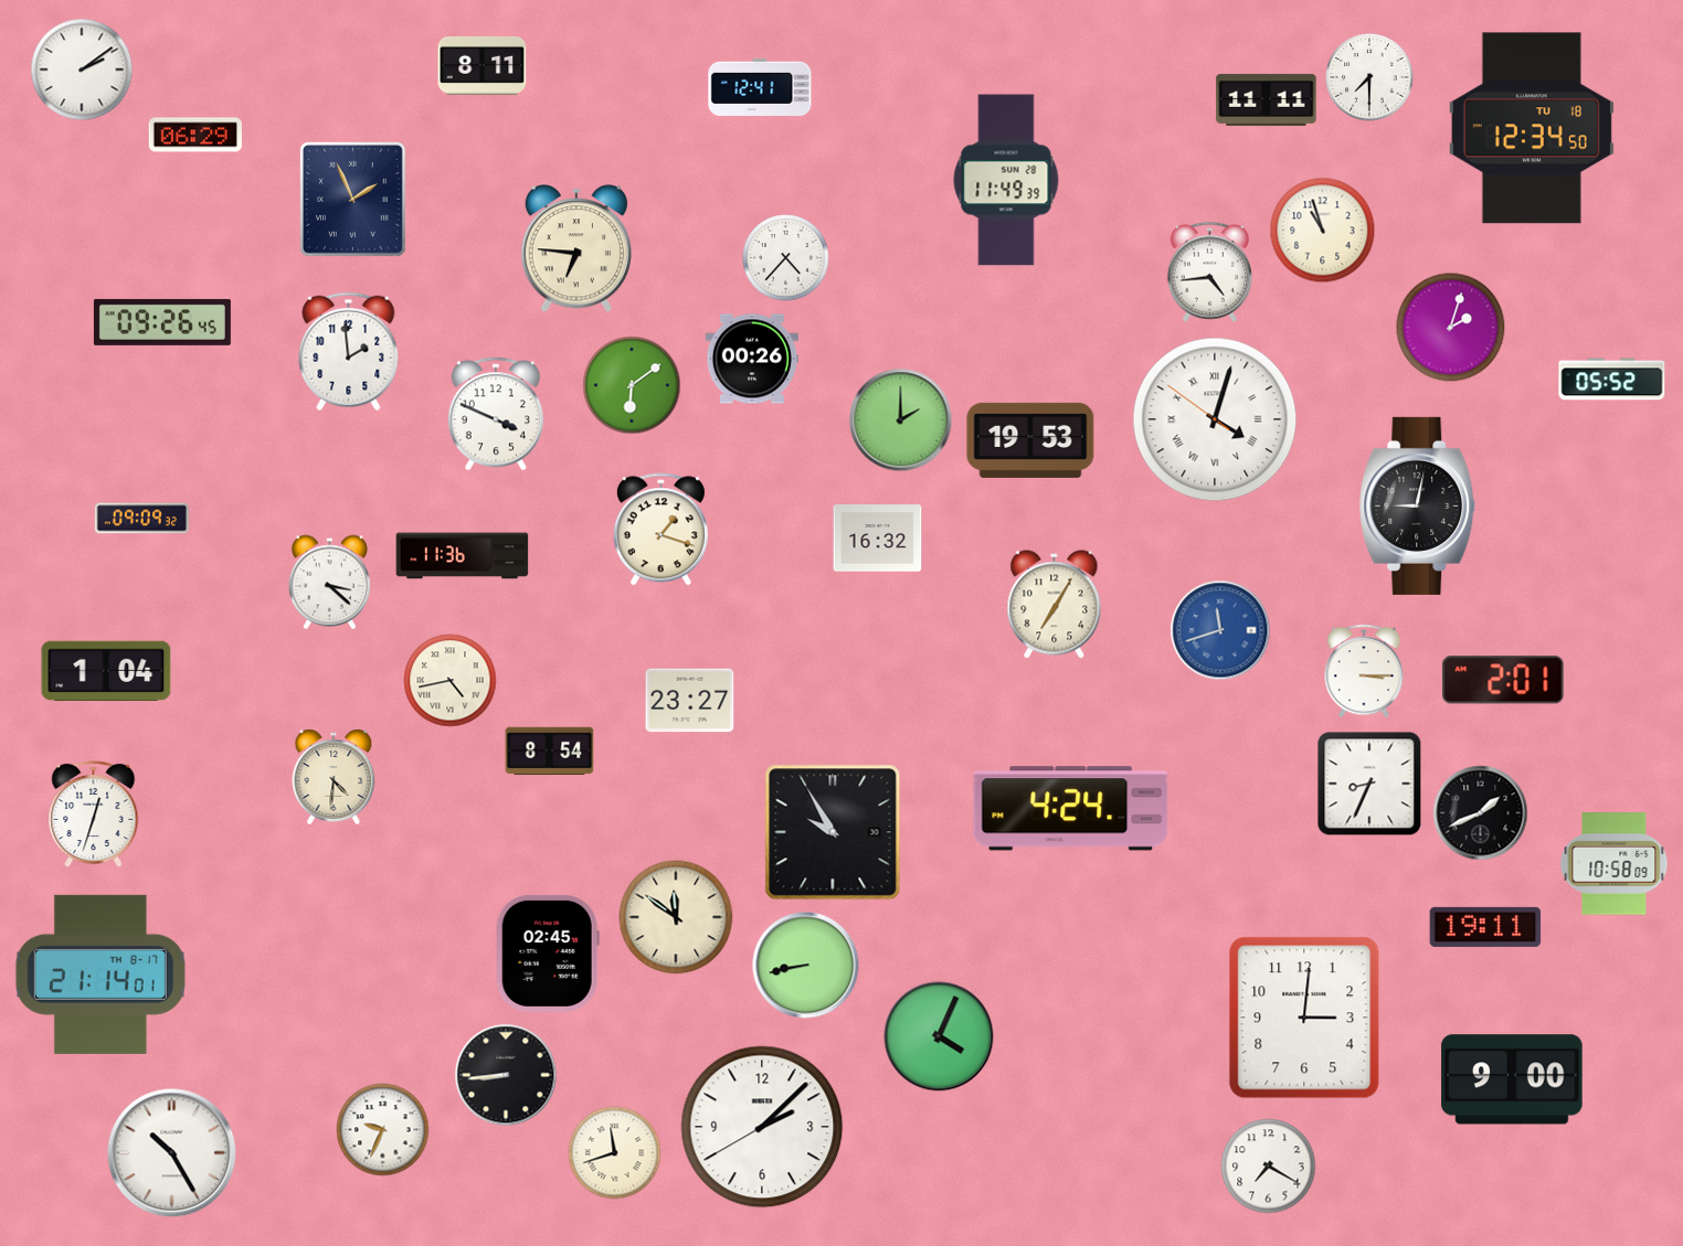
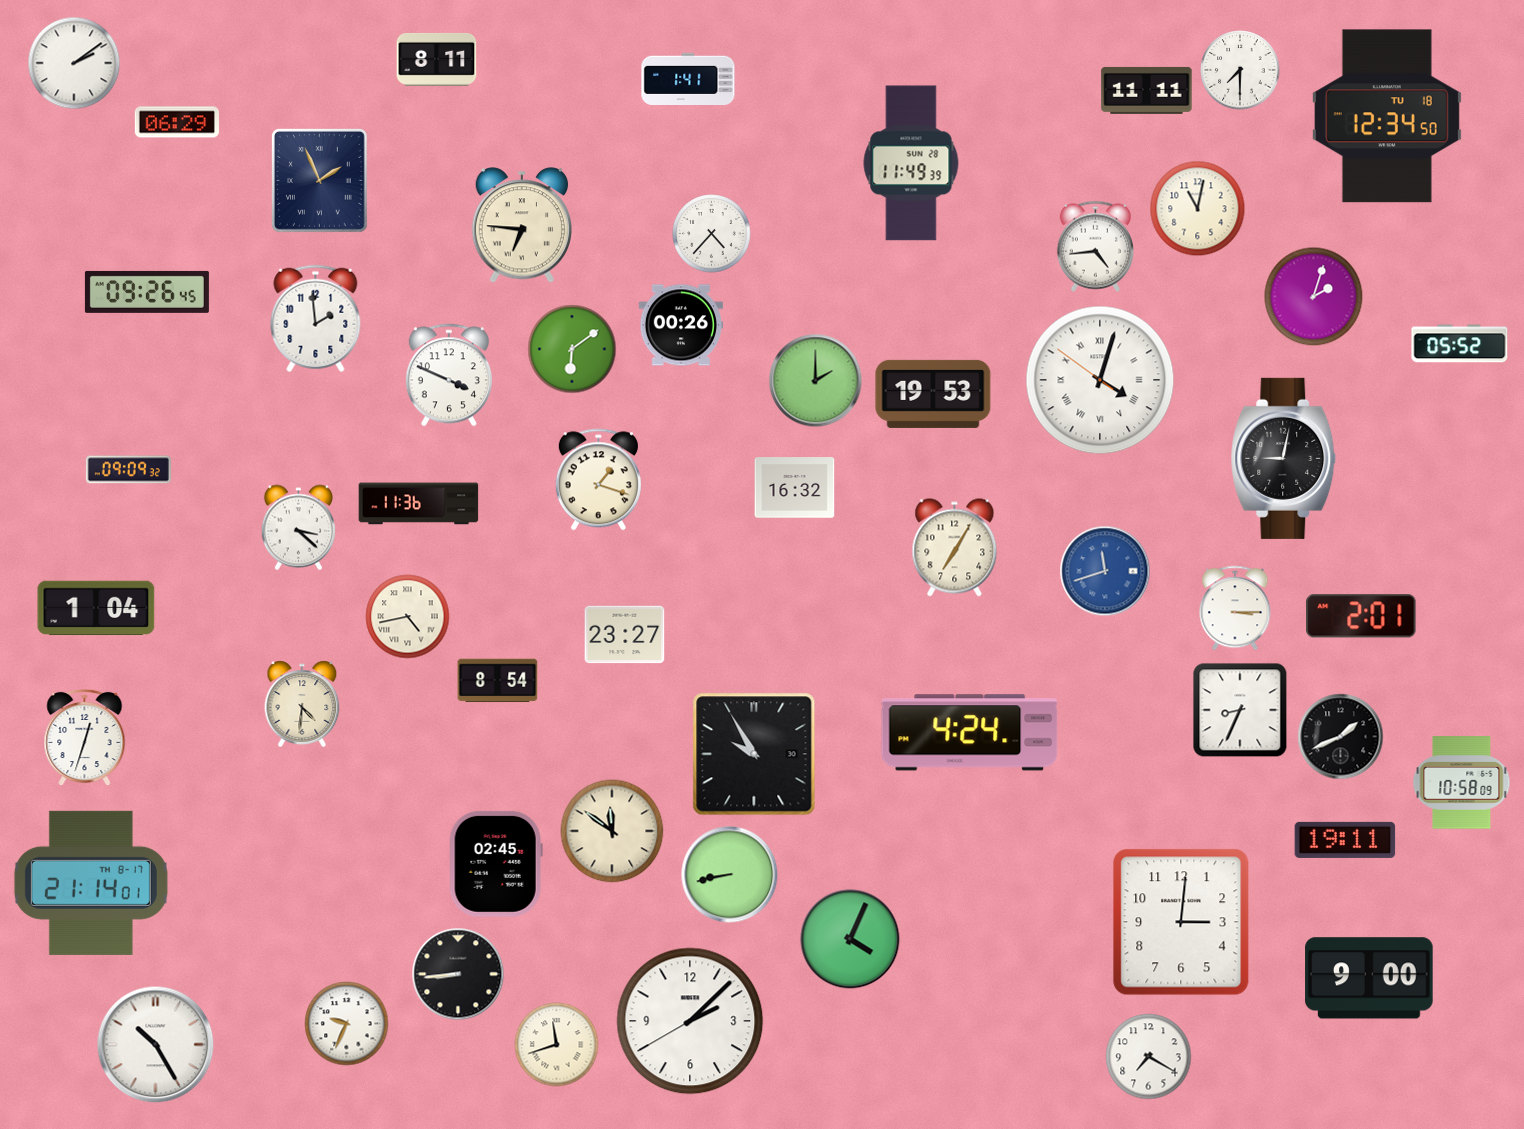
clock at (760, 87): 12:41 -> 1:41
clock at (1323, 231): 10:57 -> 11:02
clock at (1030, 440) position: (1030, 440) -> (933, 394)
